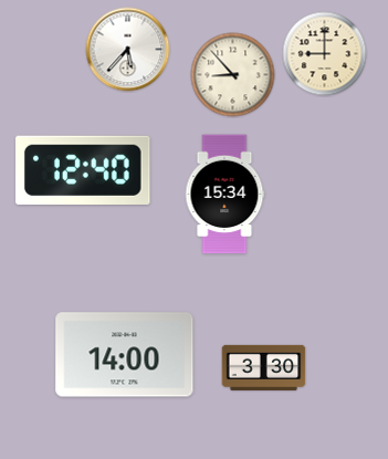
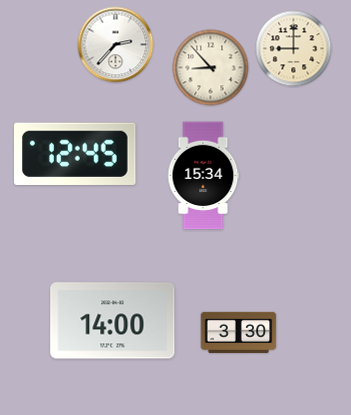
clock at (128, 50): 5:37 -> 2:37
clock at (83, 170): 12:40 -> 12:45
